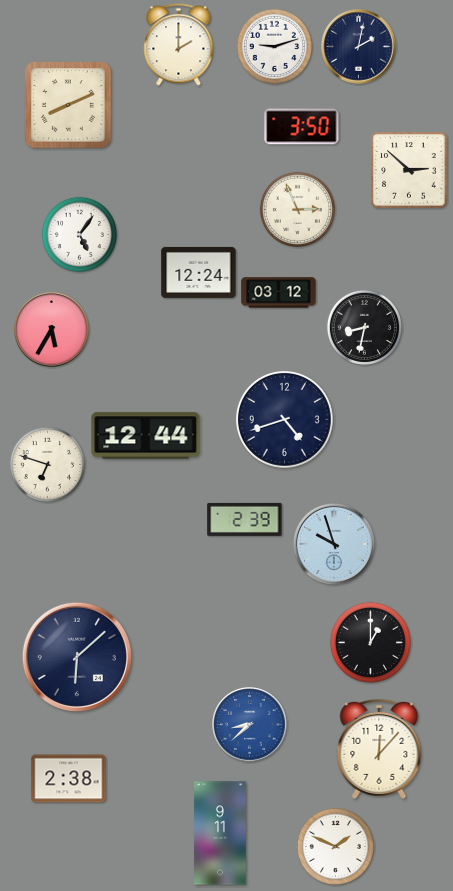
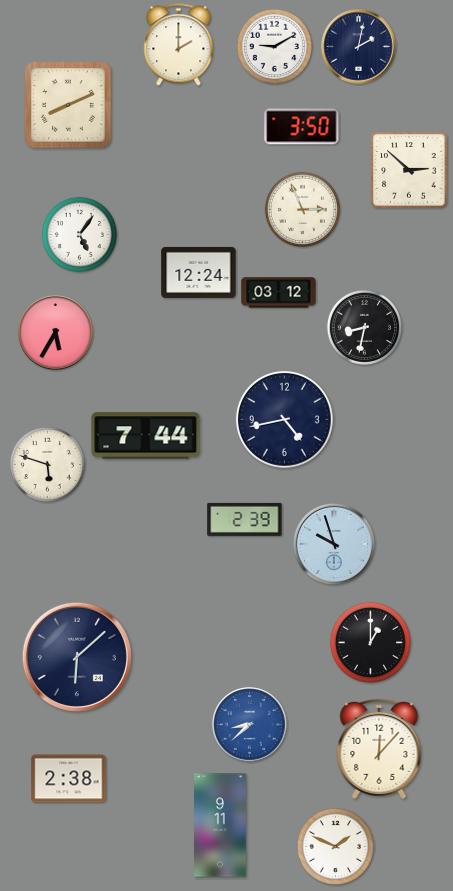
clock at (274, 46): 9:12 -> 9:10
clock at (297, 209) position: (297, 209) -> (302, 209)
clock at (52, 330) position: (52, 330) -> (56, 333)
clock at (284, 419): 4:42 -> 4:43
clock at (146, 436): 12:44 -> 7:44
clock at (47, 464): 6:48 -> 5:48
clock at (220, 833) position: (220, 833) -> (220, 825)
